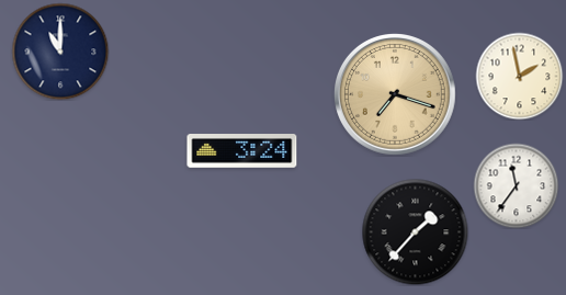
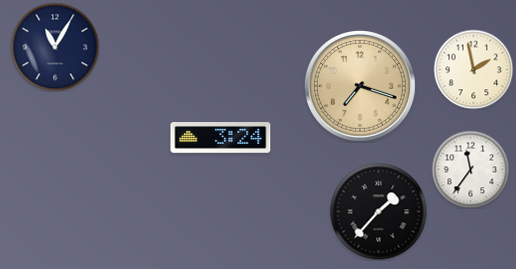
clock at (60, 52): 11:00 -> 11:05
